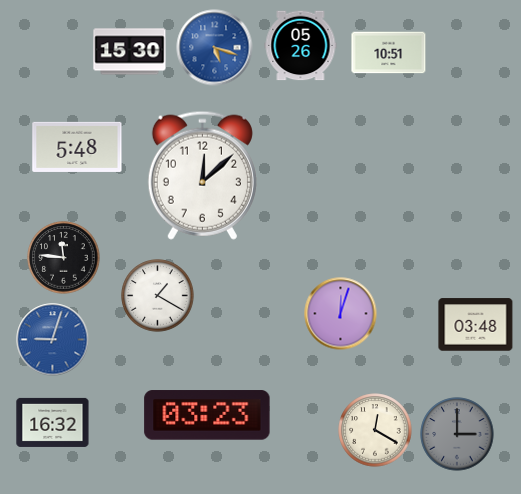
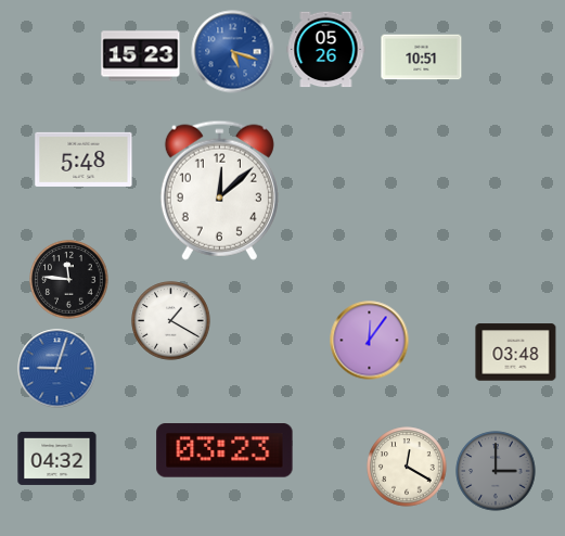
clock at (130, 52): 15:30 -> 15:23
clock at (341, 314): 12:03 -> 12:06
clock at (53, 422): 16:32 -> 04:32
